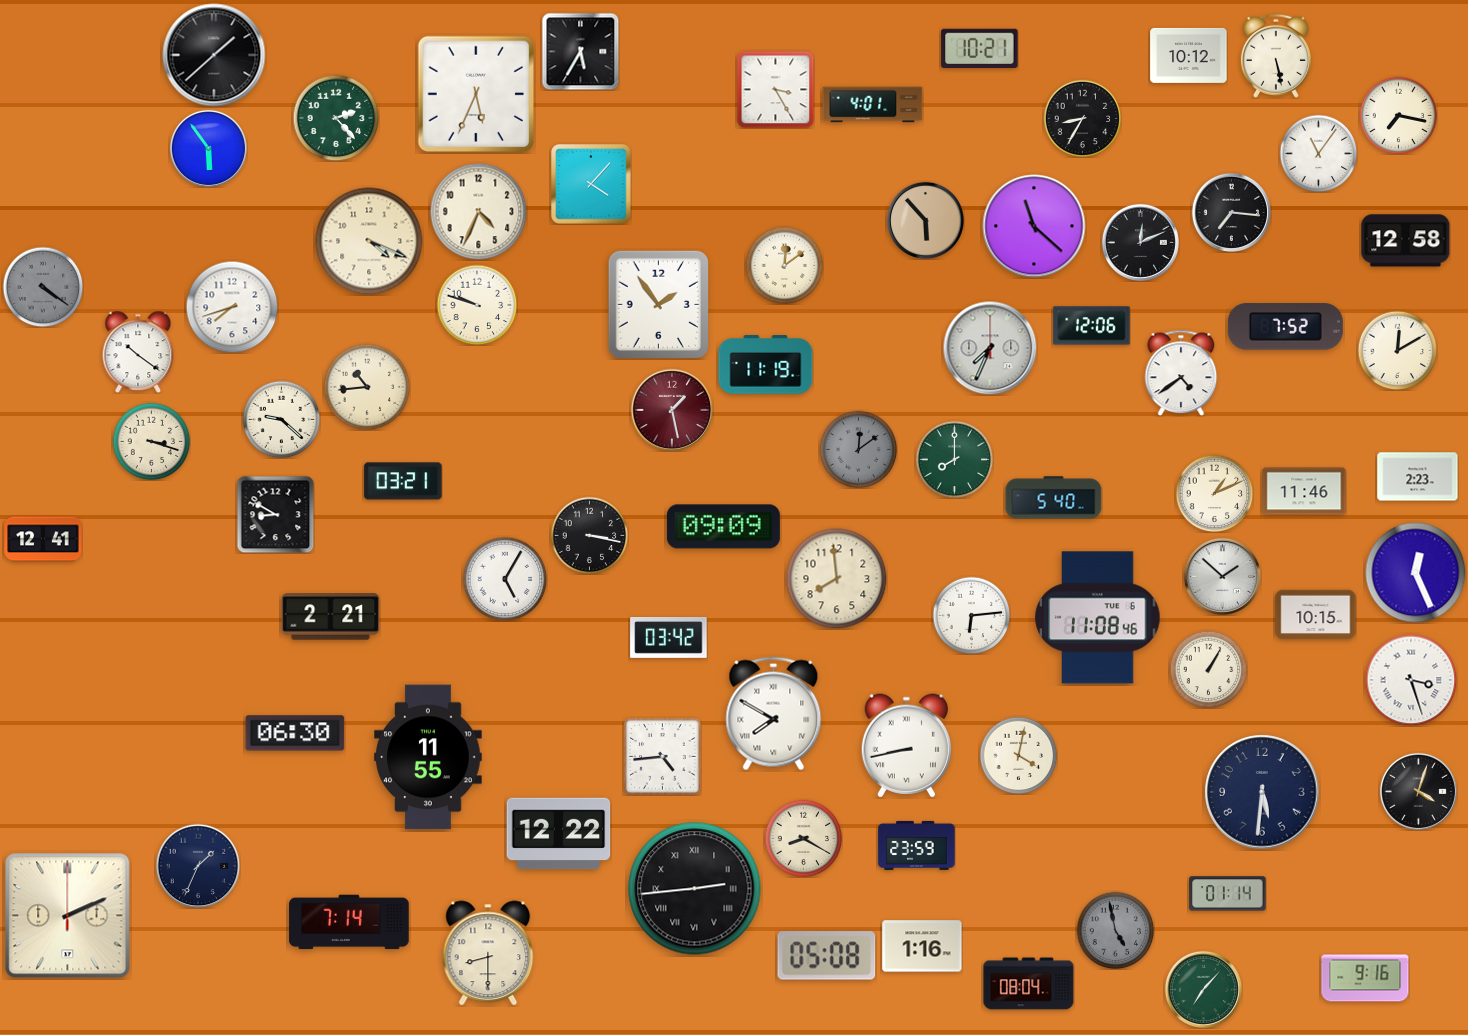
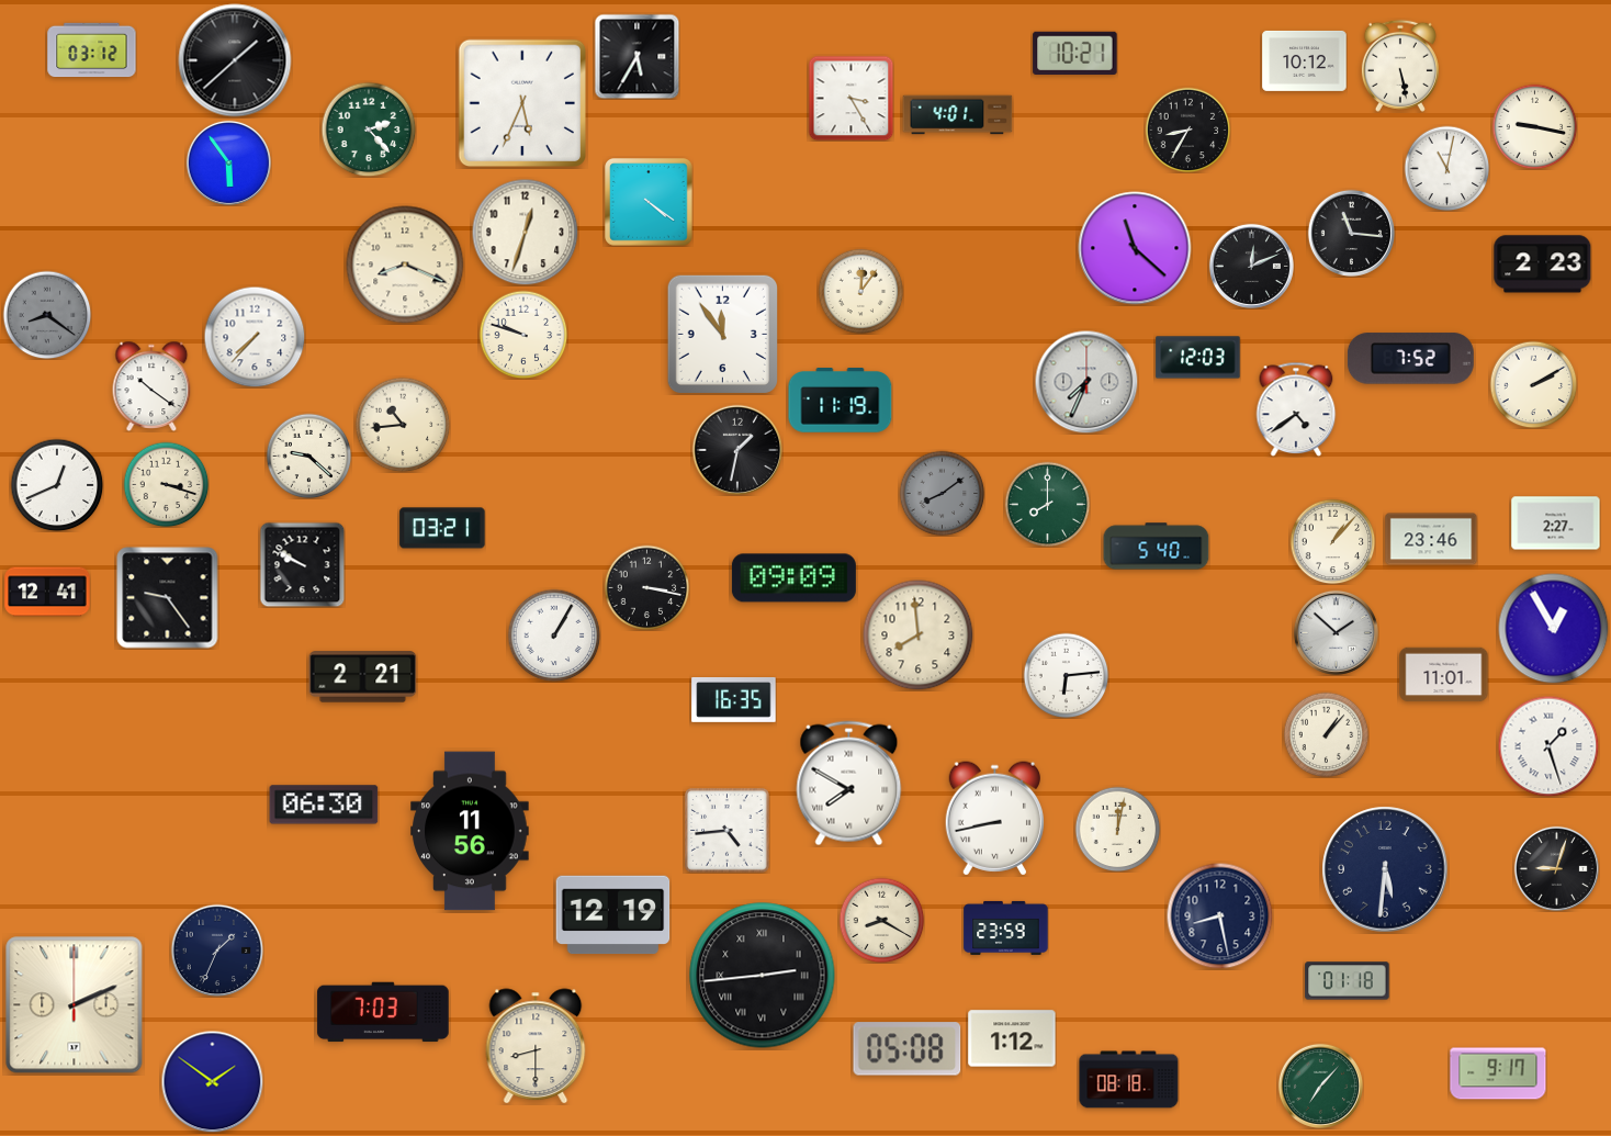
clock at (92, 50): none -> 03:12
clock at (1276, 56) position: (1276, 56) -> (1400, 66)
clock at (1398, 115): 7:17 -> 9:17
clock at (1318, 153): 11:06 -> 11:02
clock at (591, 184): 4:07 -> 4:21
clock at (478, 211): 4:34 -> 12:33
clock at (1231, 212): 7:16 -> 11:16
clock at (925, 220): 5:53 -> none
clock at (369, 241): 4:19 -> 8:19
clock at (1406, 241): 12:58 -> 2:23
clock at (784, 265): 12:09 -> 12:06
clock at (43, 287): 4:21 -> 8:21
clock at (658, 304): 1:54 -> 11:54
clock at (232, 307): 7:42 -> 7:37
clock at (1092, 326): 12:06 -> 12:03
clock at (1397, 350): 12:10 -> 2:10
clock at (672, 410): 1:28 -> 1:32
clock at (672, 410) dial: burgundy -> black
clock at (281, 419) position: (281, 419) -> (308, 455)
clock at (57, 485): none -> 12:41
clock at (858, 449): 12:09 -> 8:09
clock at (1418, 477): 2:23 -> 2:27
clock at (1304, 491): 11:46 -> 23:46
clock at (1214, 493): 1:11 -> 1:07
clock at (275, 514): 8:50 -> 9:50
clock at (168, 598): none -> 9:24
clock at (1416, 573): 12:26 -> 12:55
clock at (1222, 576) position: (1222, 576) -> (1336, 632)
clock at (505, 579): 5:05 -> 1:05
clock at (1316, 615): 10:15 -> 11:01
clock at (1098, 618): 11:08 -> none
clock at (669, 638): 03:42 -> 16:35
clock at (1208, 669): 1:05 -> 1:07
clock at (1411, 680): 3:27 -> 1:27
clock at (1018, 755): 4:02 -> 12:02
clock at (428, 757): 11:55 -> 11:56
clock at (1418, 791): 4:03 -> 9:03
clock at (559, 834): 12:22 -> 12:19
clock at (1219, 915): none -> 8:28
clock at (1228, 894): 01:14 -> 01:18
clock at (349, 922): 7:14 -> 7:03
clock at (1115, 930): 4:58 -> none
clock at (922, 946): 1:16 -> 1:12
clock at (1365, 978): 9:16 -> 9:17
clock at (1029, 984): 08:04 -> 08:18
clock at (212, 1081): none -> 1:51
